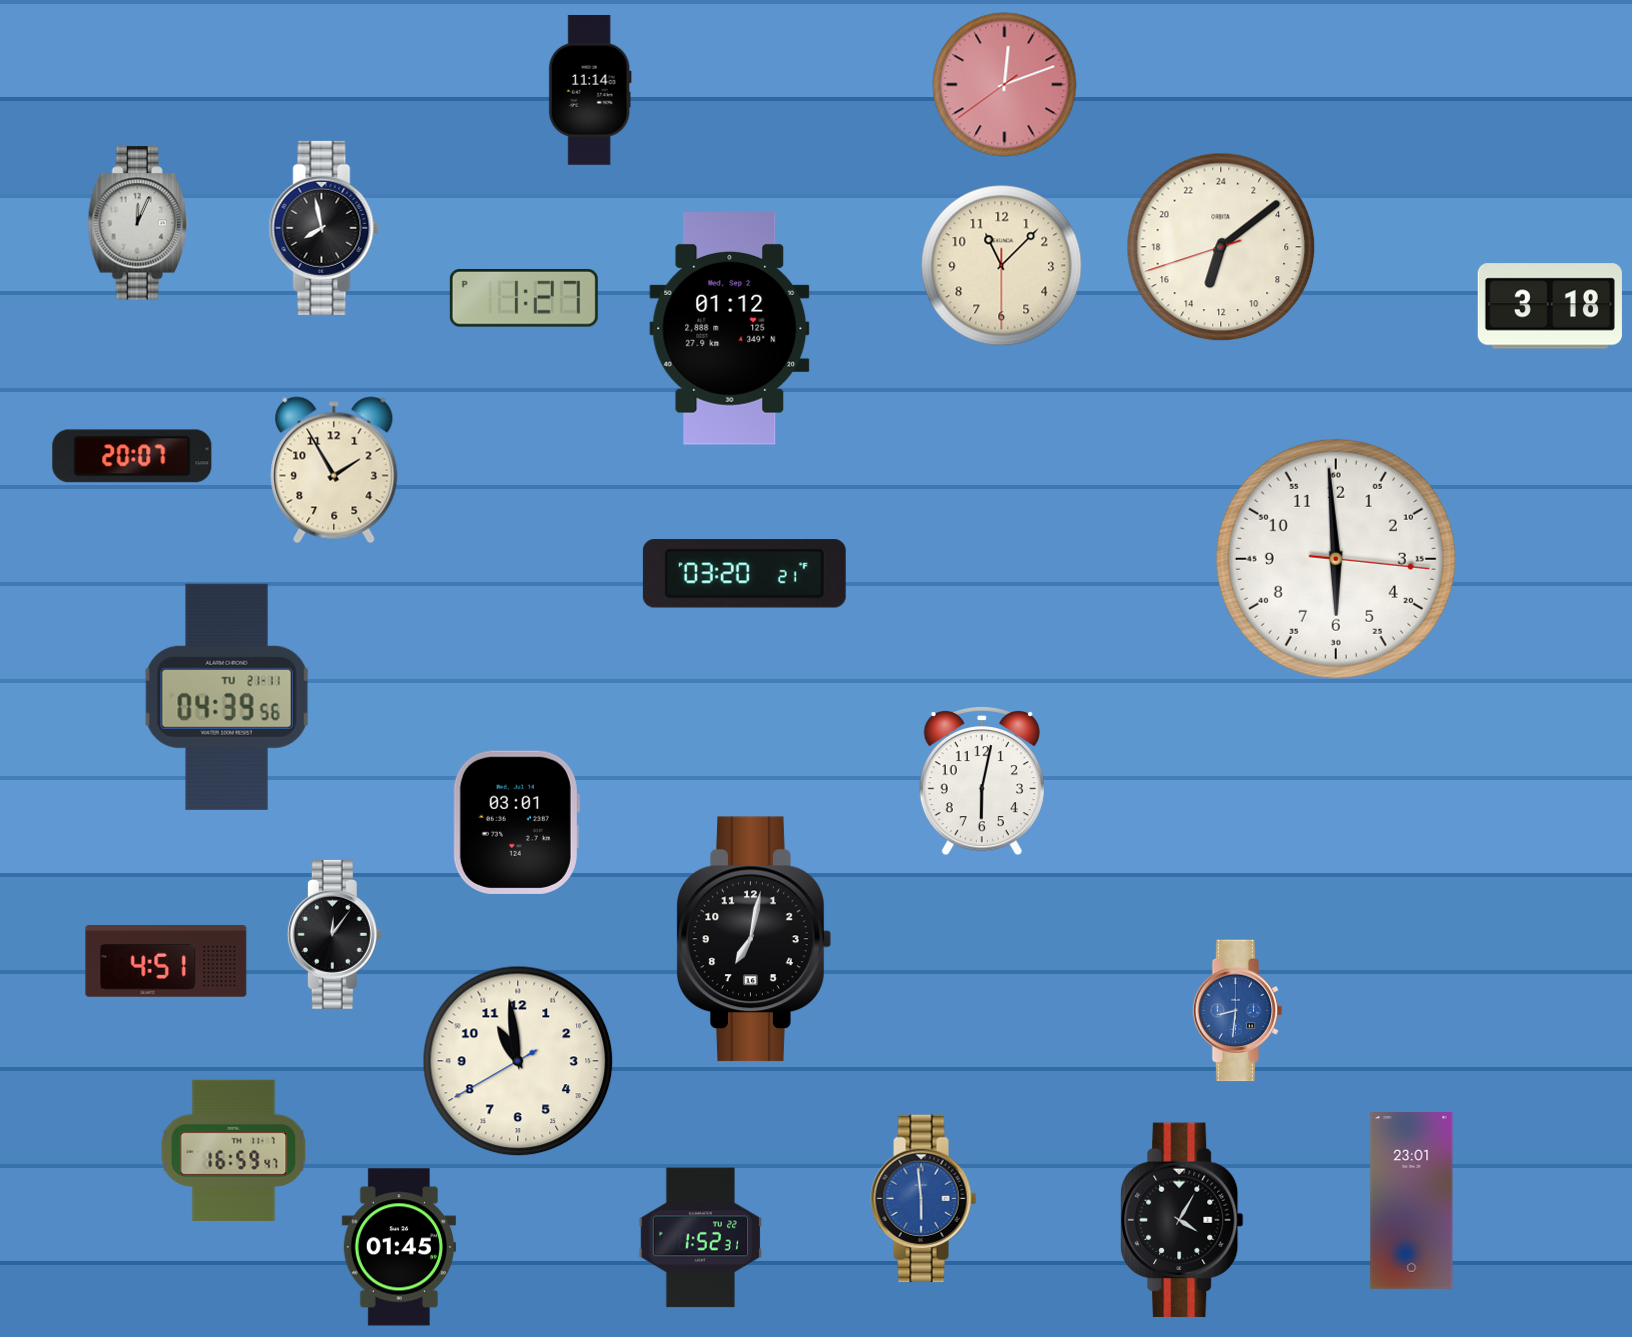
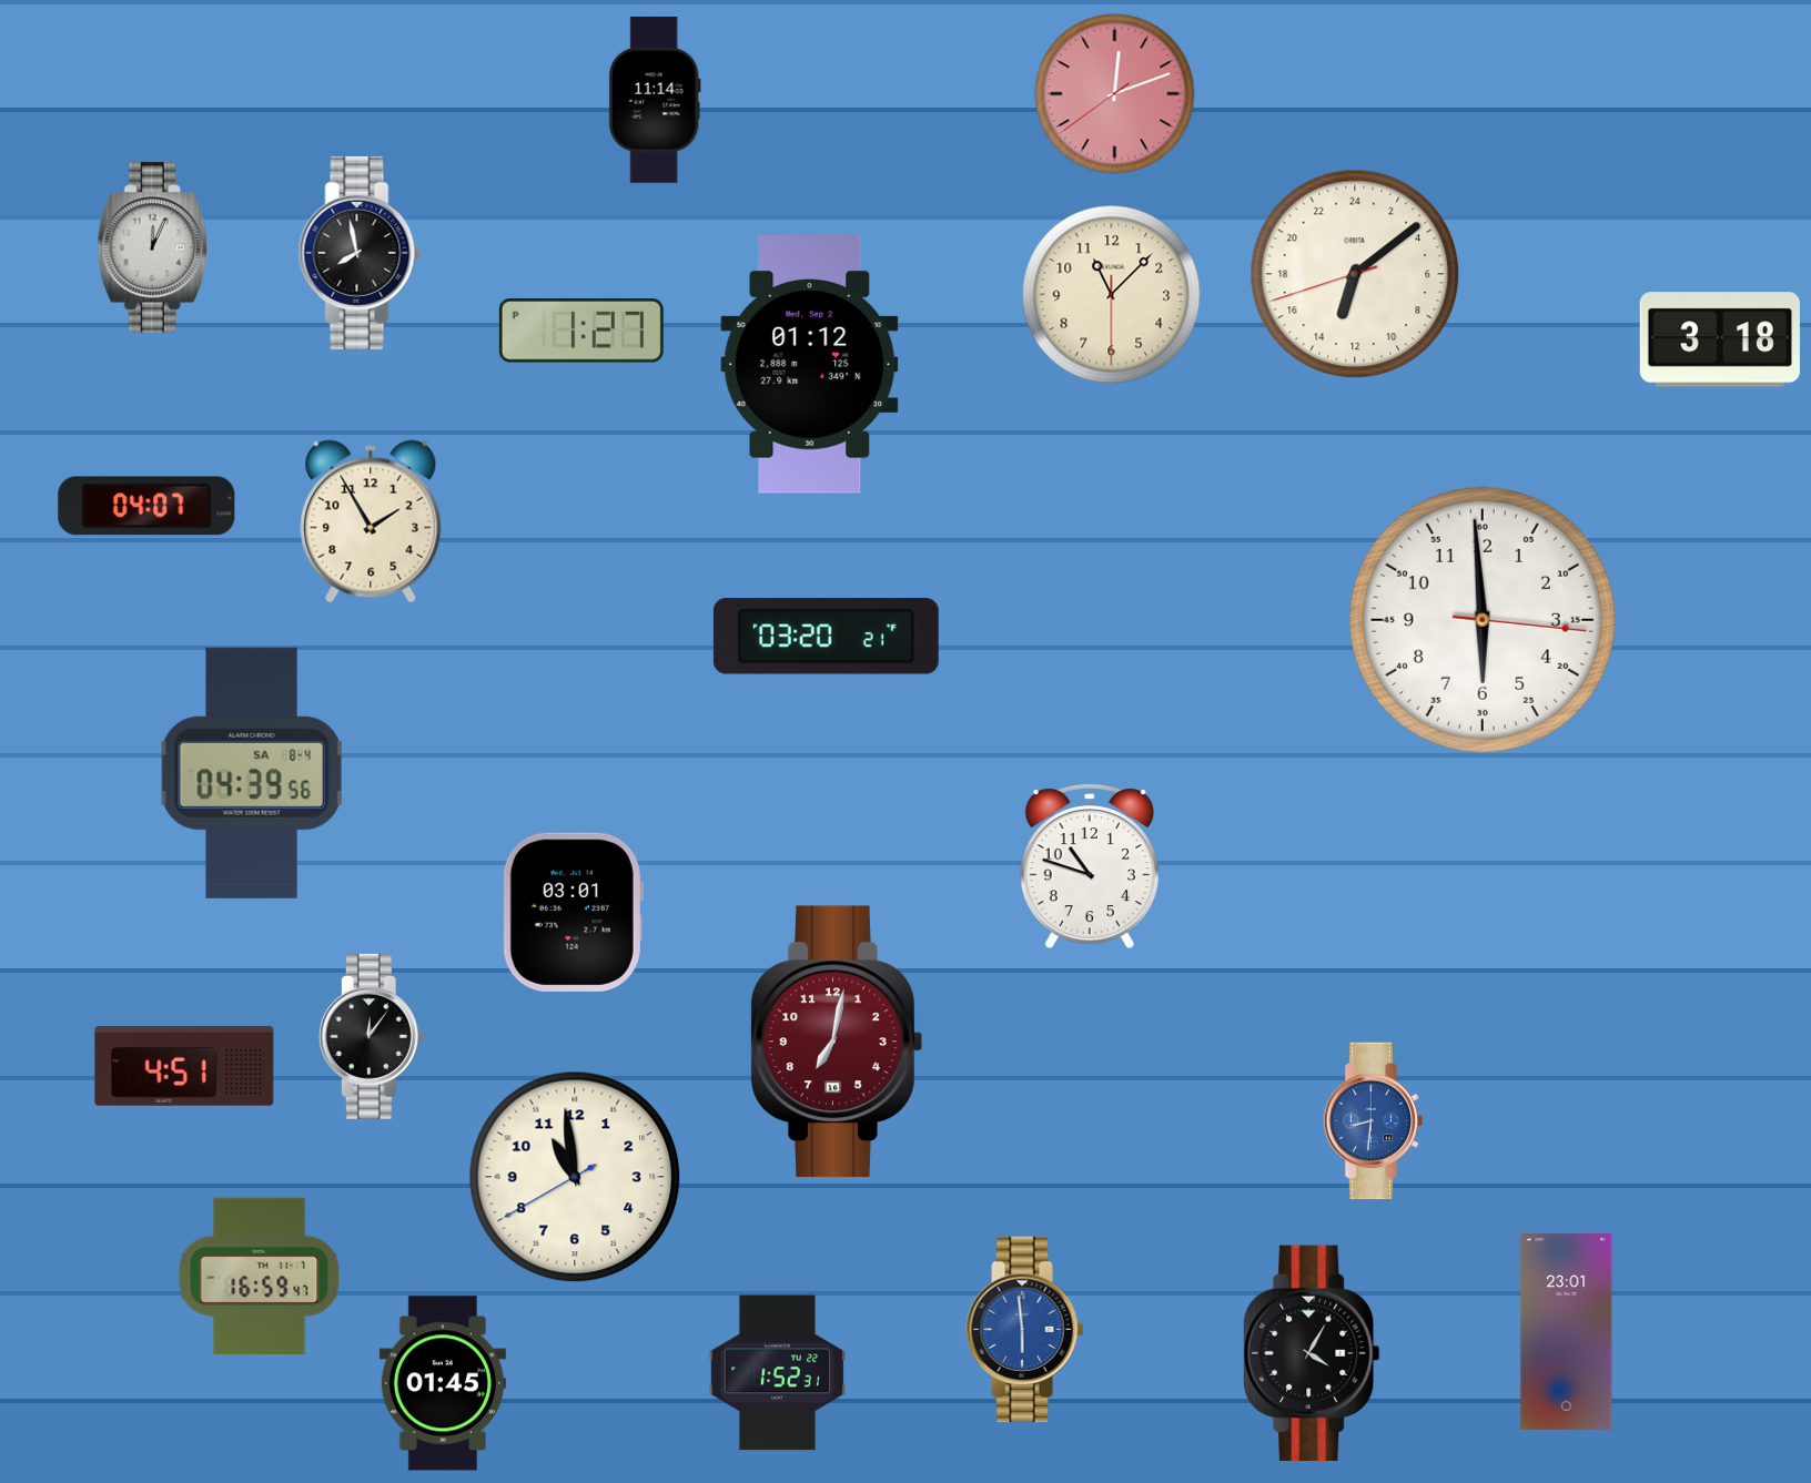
clock at (132, 456): 20:07 -> 04:07
clock at (227, 697) date: TU 21-11 -> SA 8-4
clock at (982, 782): 6:02 -> 10:48
clock at (754, 939) dial: black -> burgundy
